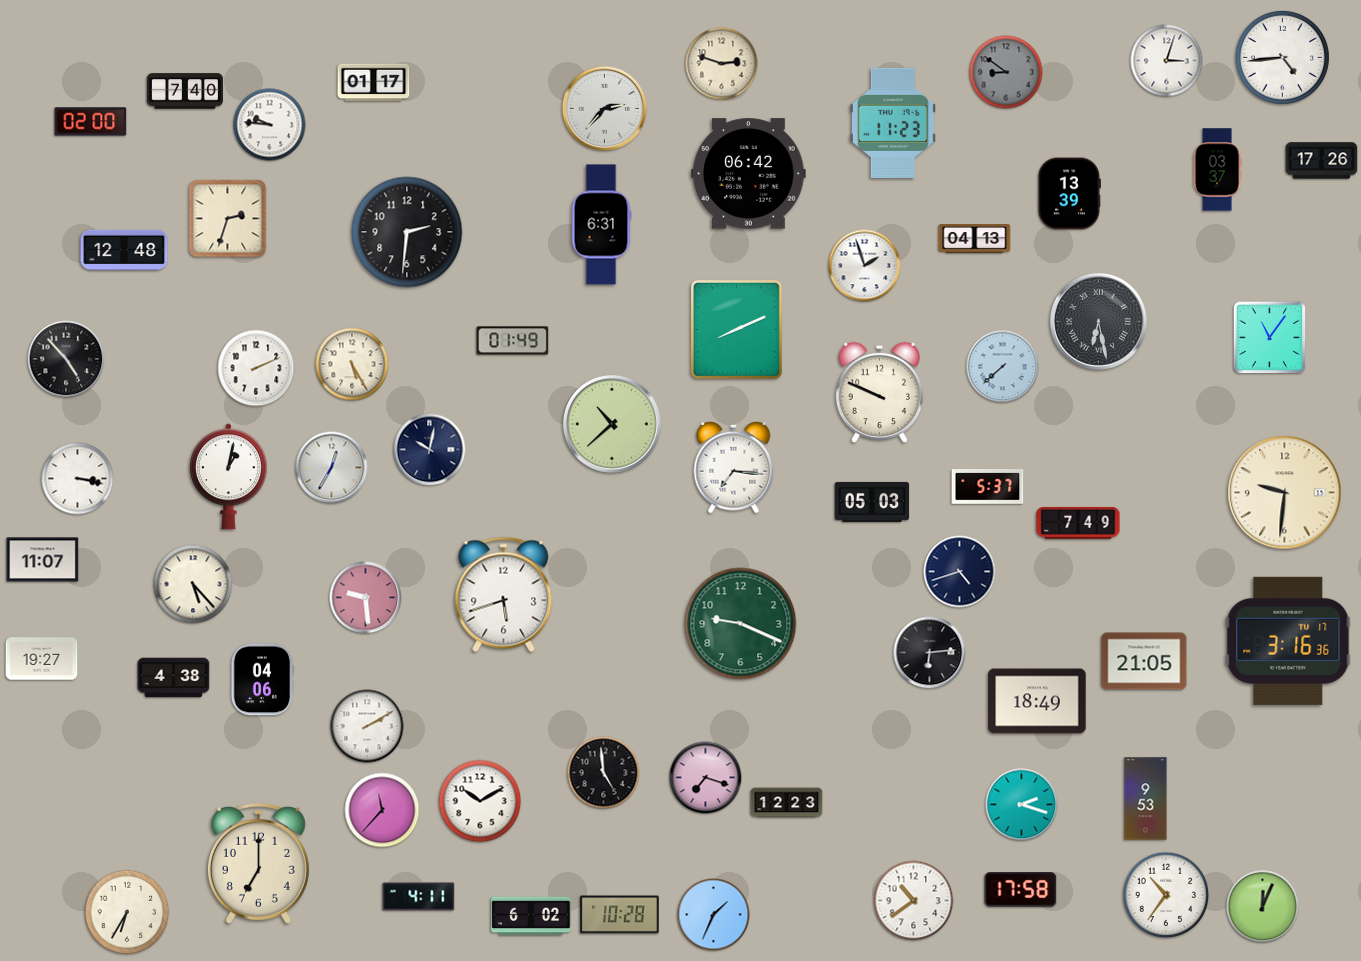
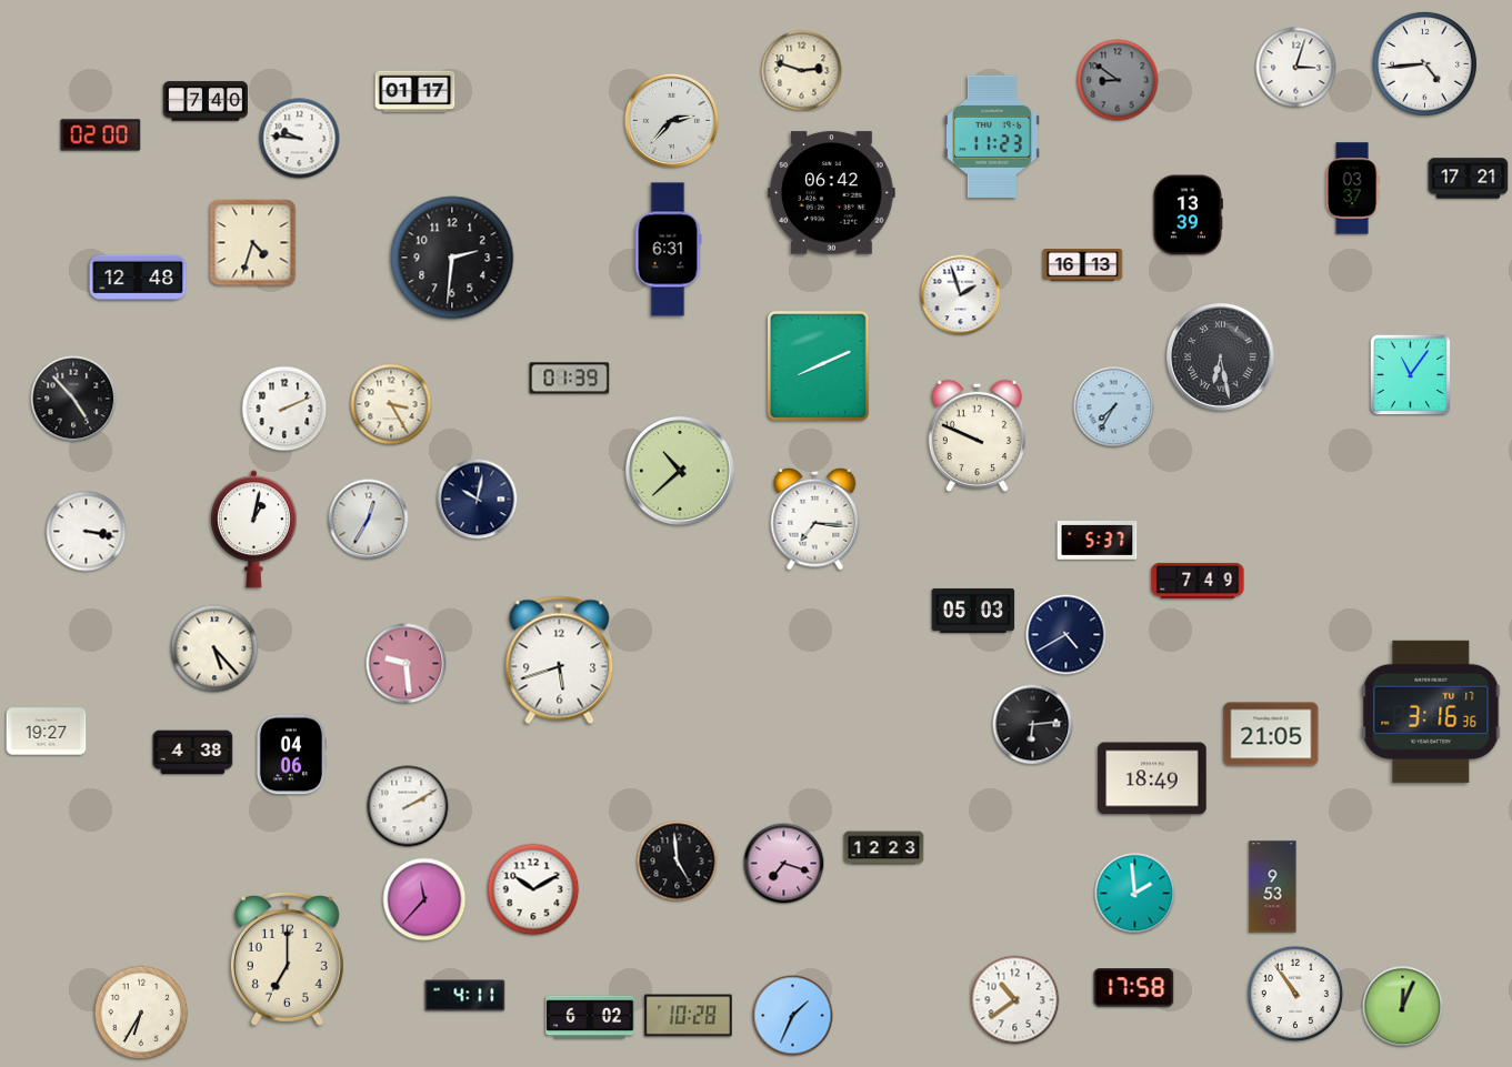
clock at (1322, 161): 17:26 -> 17:21
clock at (228, 219): 2:33 -> 4:33
clock at (975, 239): 04:13 -> 16:13
clock at (513, 341): 01:49 -> 01:39
clock at (352, 364): 5:25 -> 3:25
clock at (1003, 367): 7:38 -> 7:35
clock at (1285, 493): 9:31 -> none
clock at (872, 502) position: (872, 502) -> (973, 611)
clock at (43, 560): 11:07 -> none
clock at (960, 572): 4:42 -> 4:40
clock at (741, 624): 9:19 -> none
clock at (604, 773) position: (604, 773) -> (678, 862)
clock at (787, 803) position: (787, 803) -> (884, 848)
clock at (1022, 805): 2:18 -> 1:59
clock at (1166, 895): 10:36 -> 10:54
